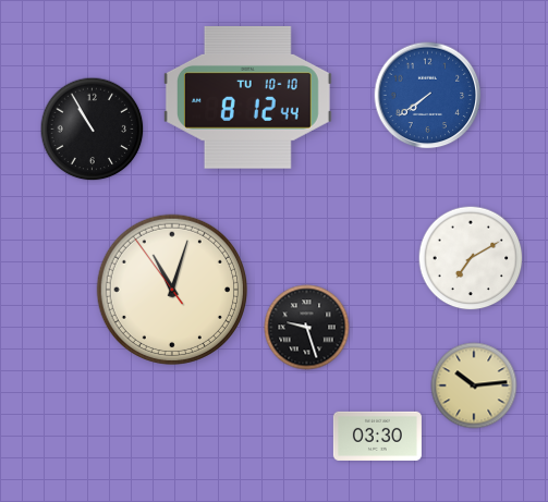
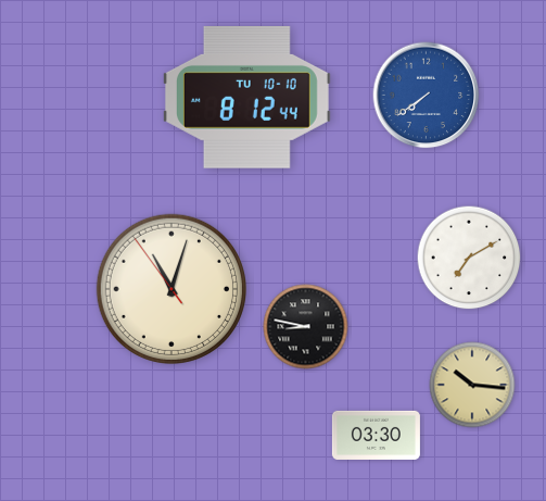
clock at (93, 130): 10:55 -> none
clock at (307, 328): 9:27 -> 8:47
clock at (474, 385): 10:14 -> 10:16
